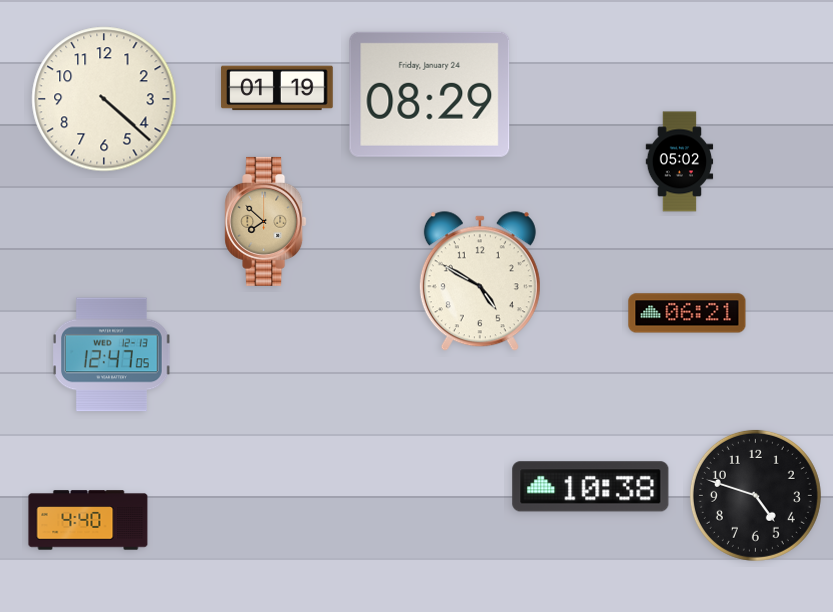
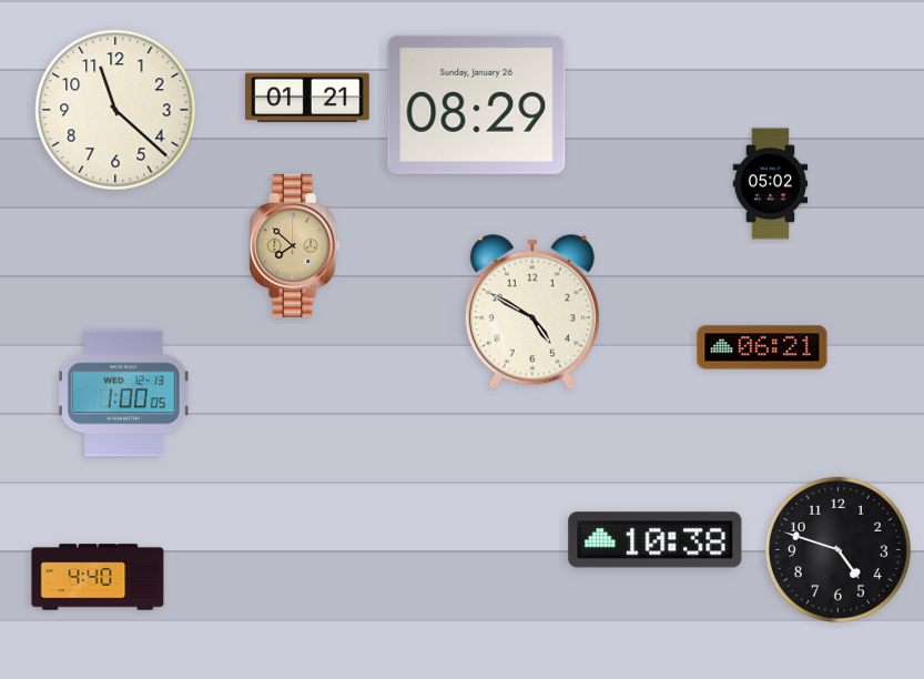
clock at (277, 88): 01:19 -> 01:21
clock at (430, 94) date: Friday, January 24 -> Sunday, January 26
clock at (104, 99): 4:22 -> 11:22
clock at (680, 162) position: (680, 162) -> (771, 184)
clock at (112, 355): 12:47 -> 1:00
